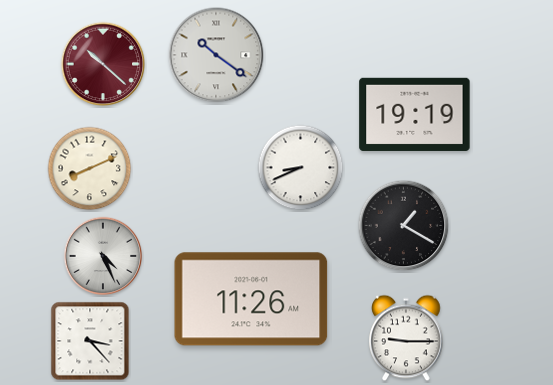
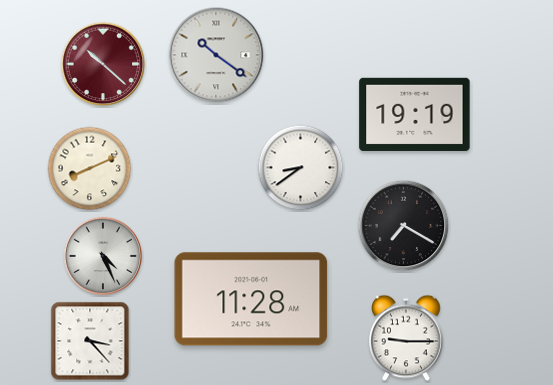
clock at (301, 168): 8:41 -> 8:39
clock at (404, 226): 1:20 -> 7:20
clock at (251, 299): 11:26 -> 11:28
